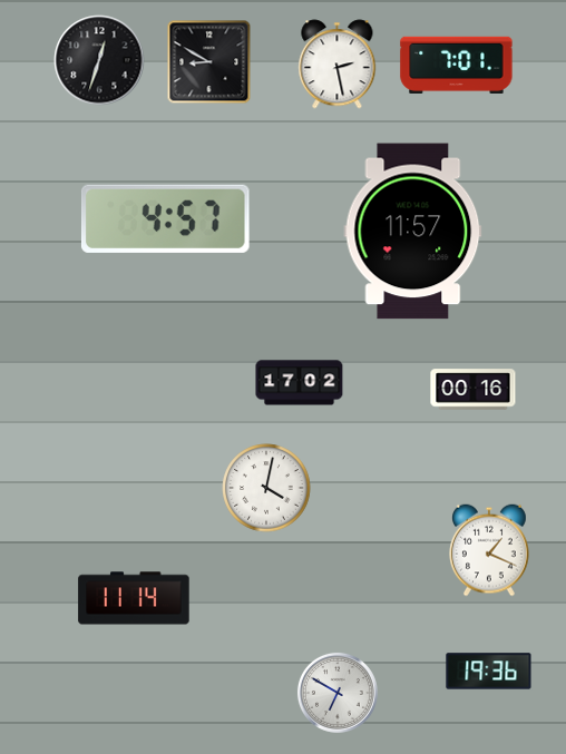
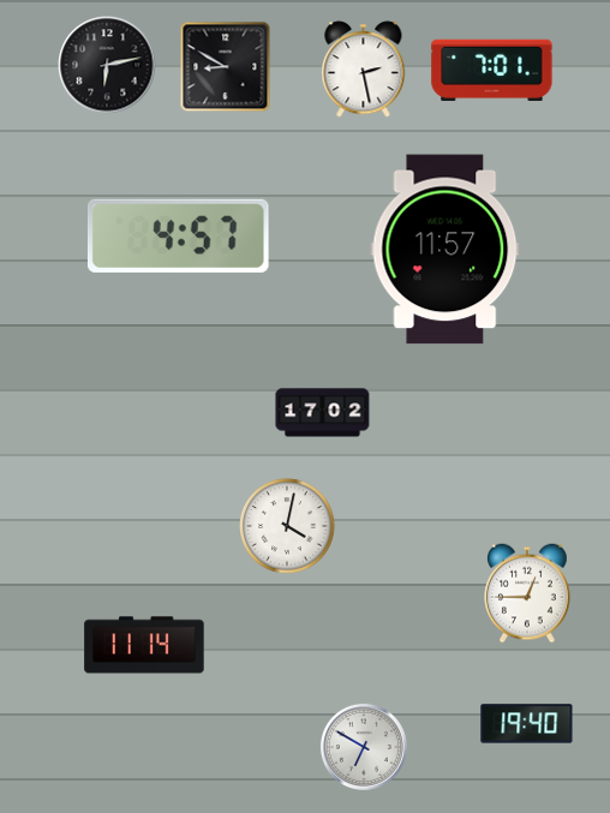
clock at (99, 60): 12:33 -> 6:13
clock at (474, 390): 00:16 -> none
clock at (490, 550): 1:19 -> 12:45
clock at (489, 672): 19:36 -> 19:40
